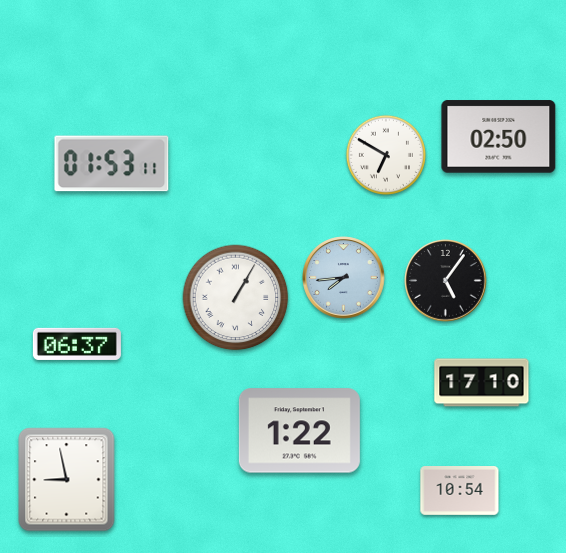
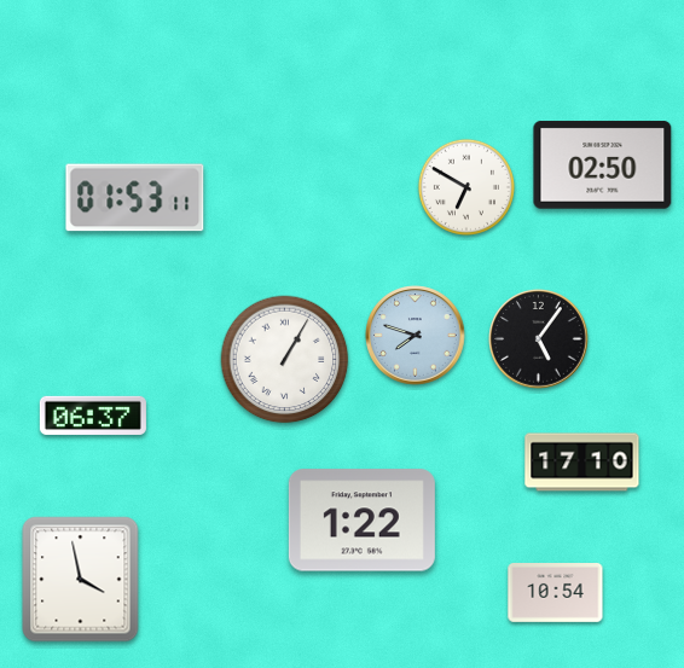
clock at (344, 278): 7:44 -> 7:48
clock at (67, 480): 8:58 -> 3:58
